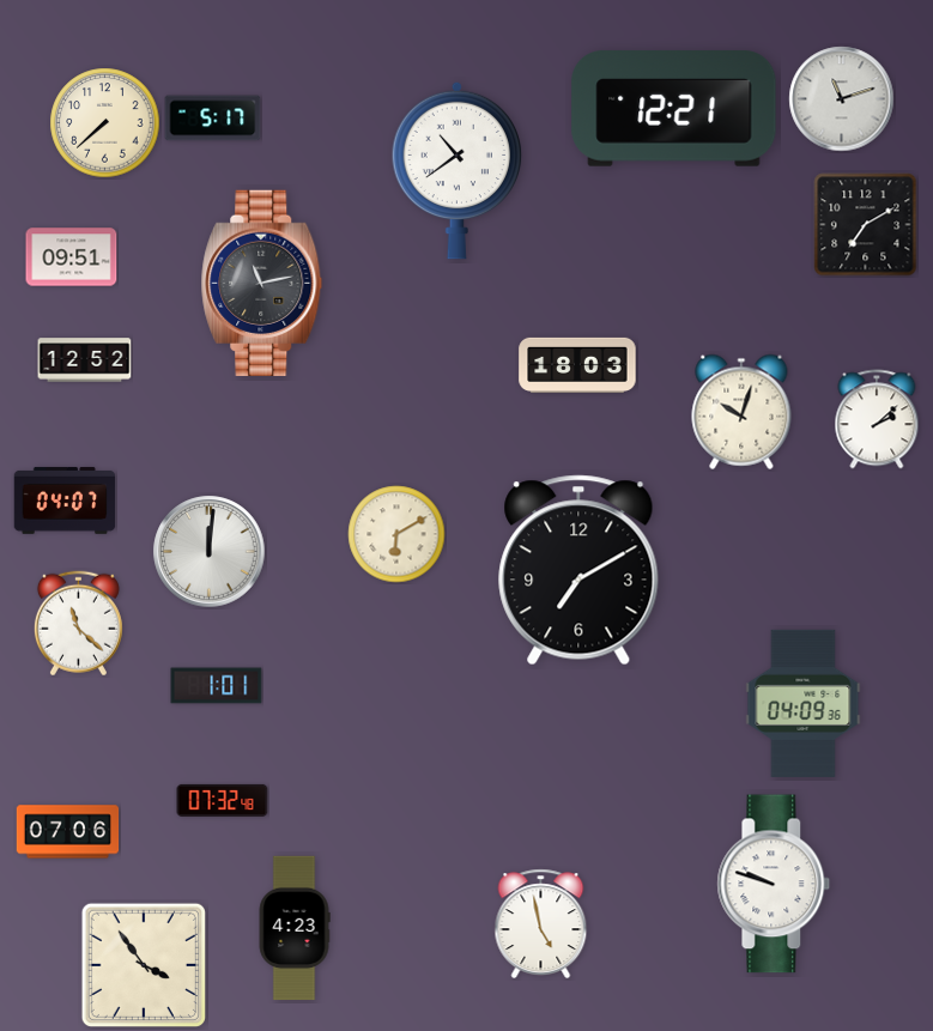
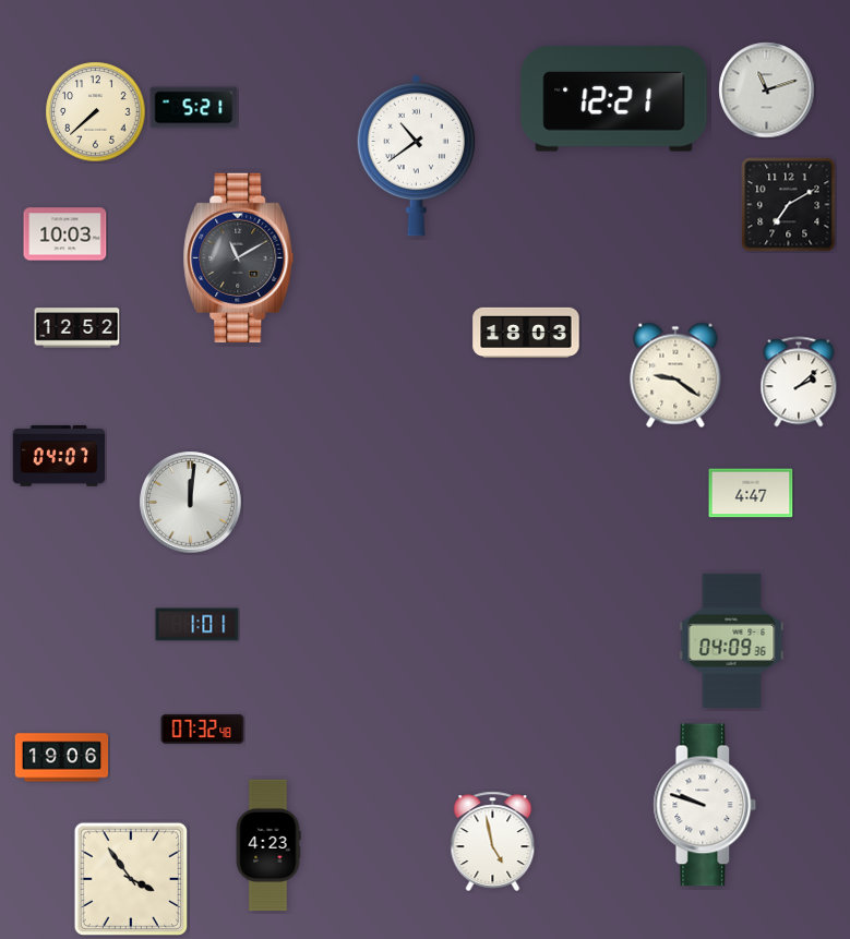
clock at (213, 119): 5:17 -> 5:21
clock at (72, 257): 09:51 -> 10:03
clock at (262, 283): 11:13 -> 11:10
clock at (741, 412): 10:03 -> 9:21
clock at (396, 534): 6:10 -> none
clock at (751, 493): none -> 4:47
clock at (578, 570): 7:10 -> none
clock at (78, 624): 11:22 -> none
clock at (68, 832): 07:06 -> 19:06
